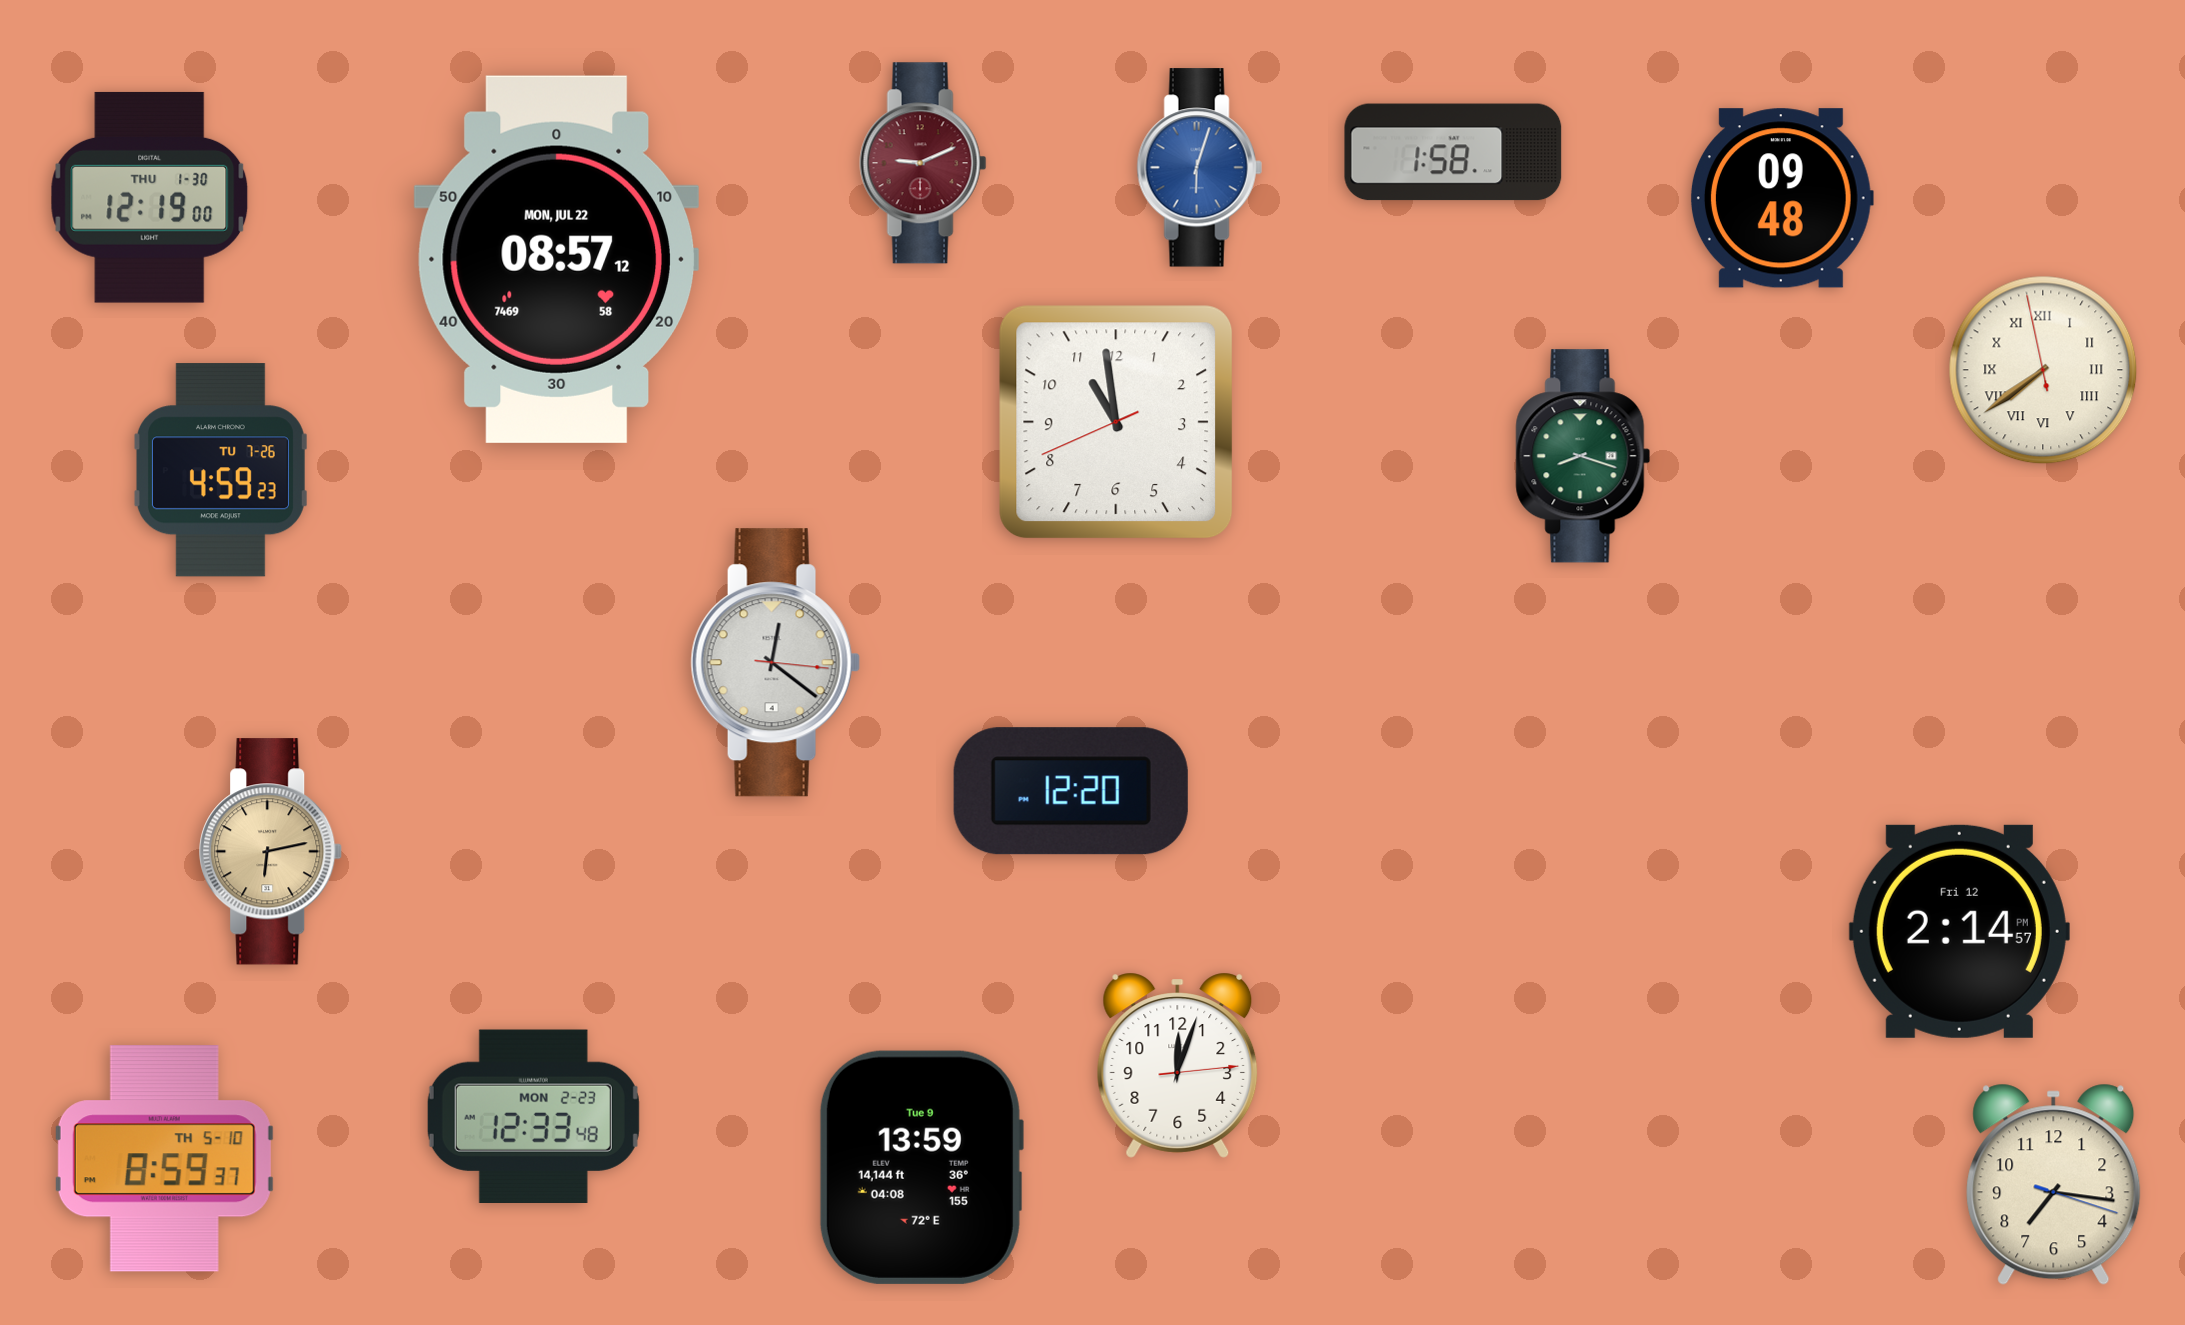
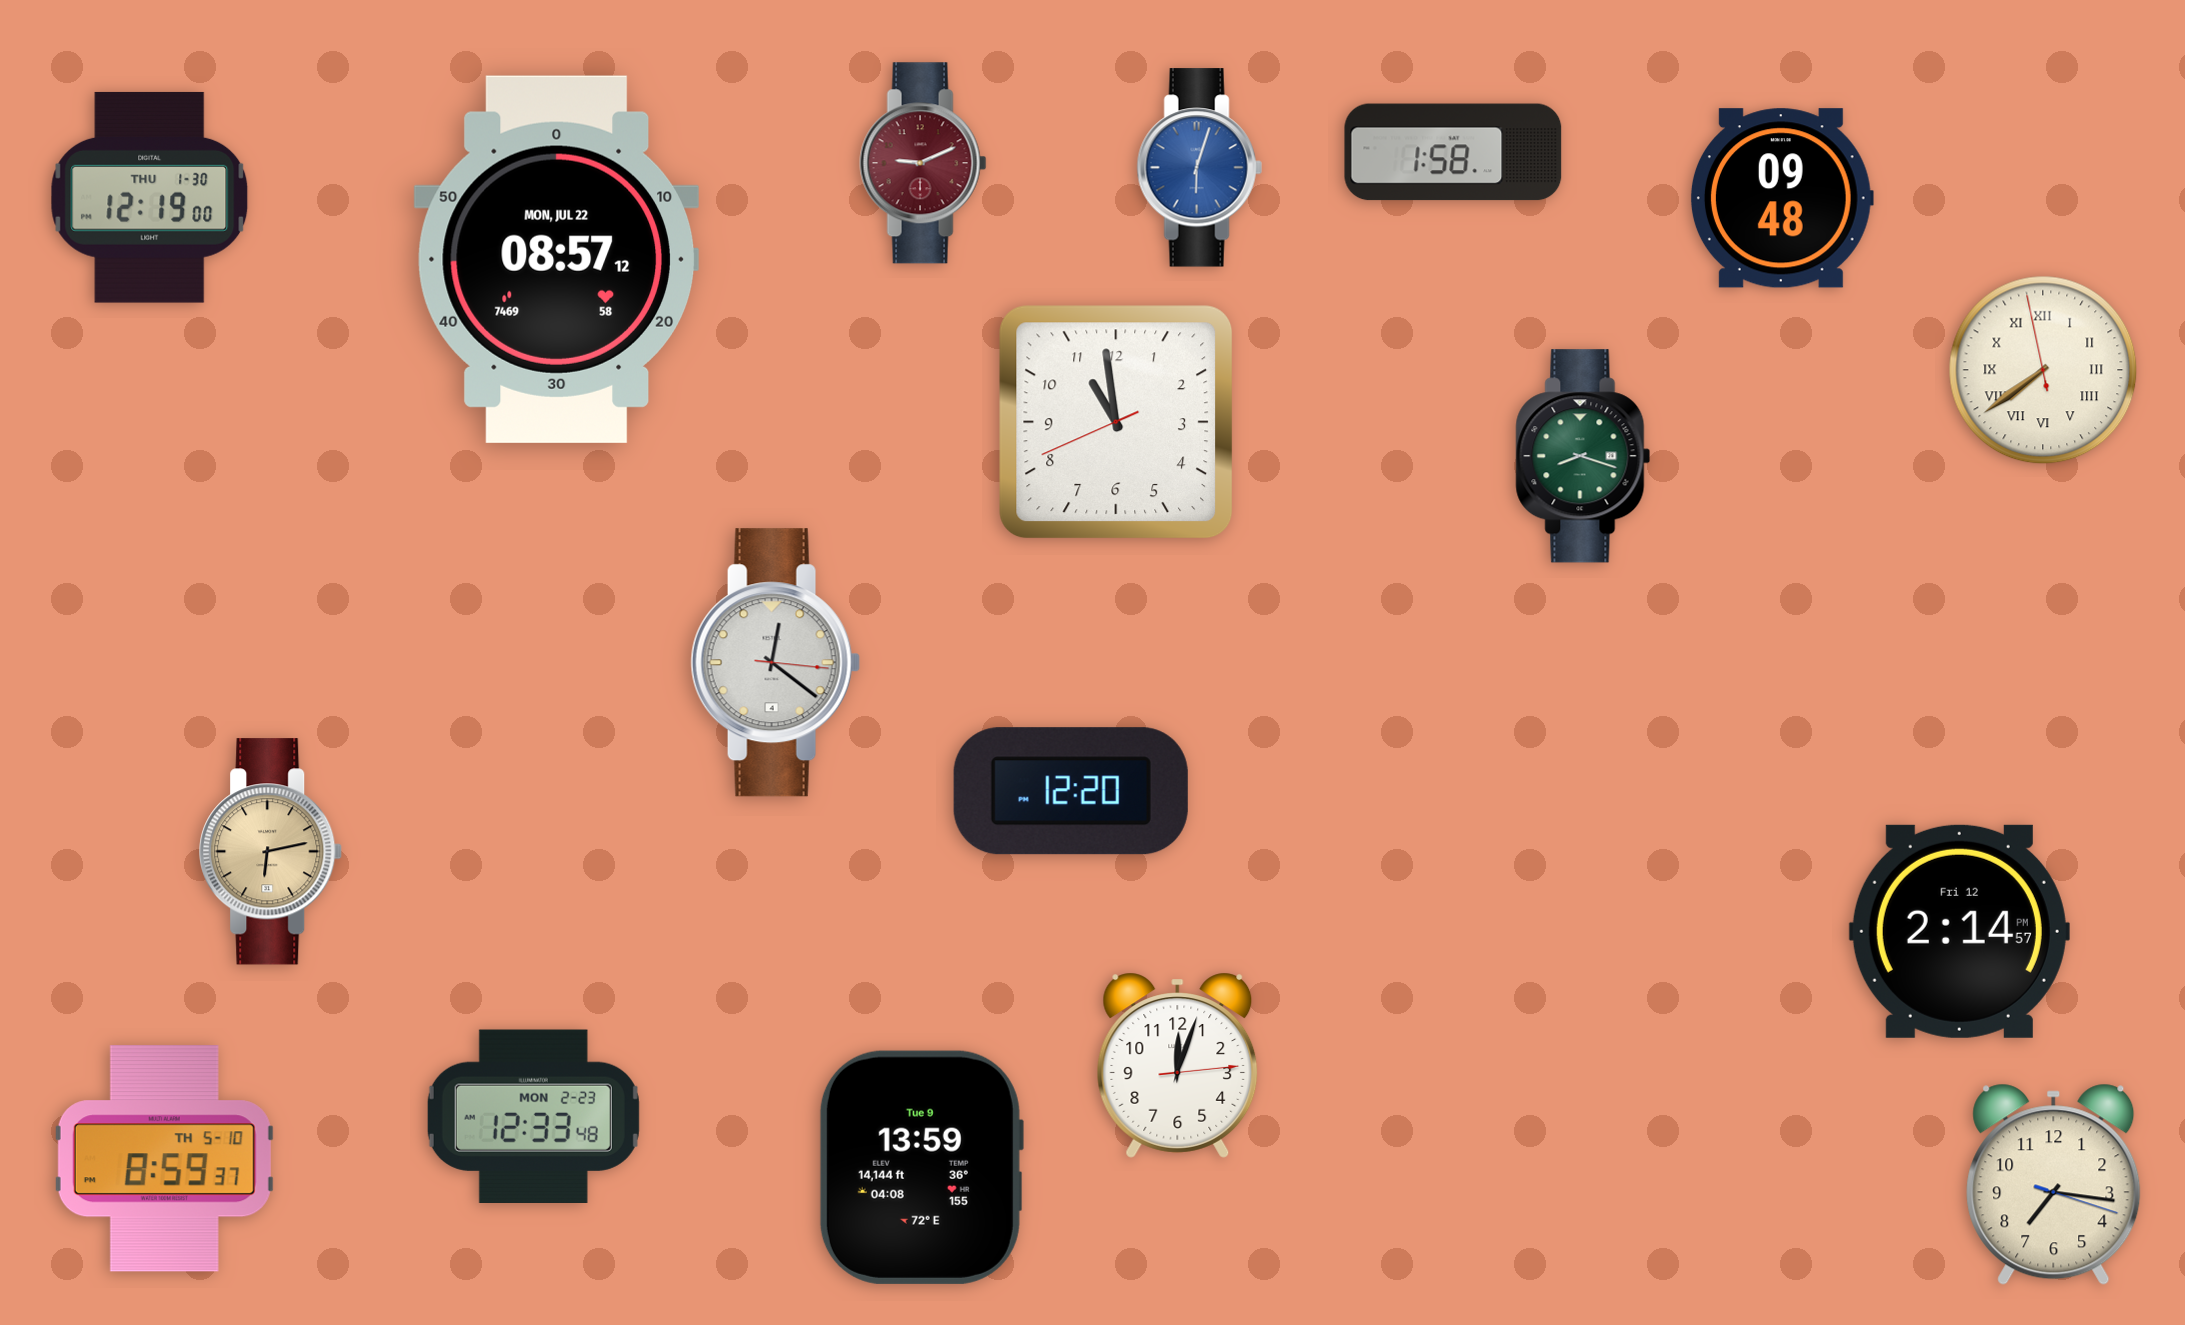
clock at (221, 470): 4:59 -> none
